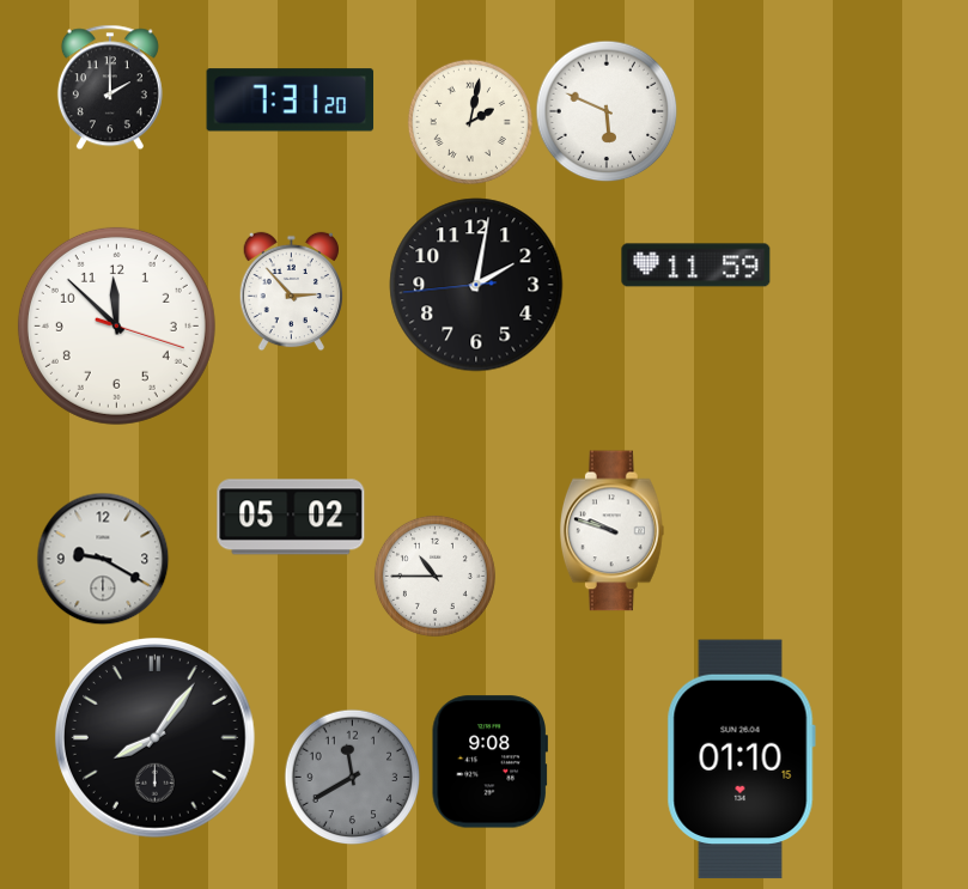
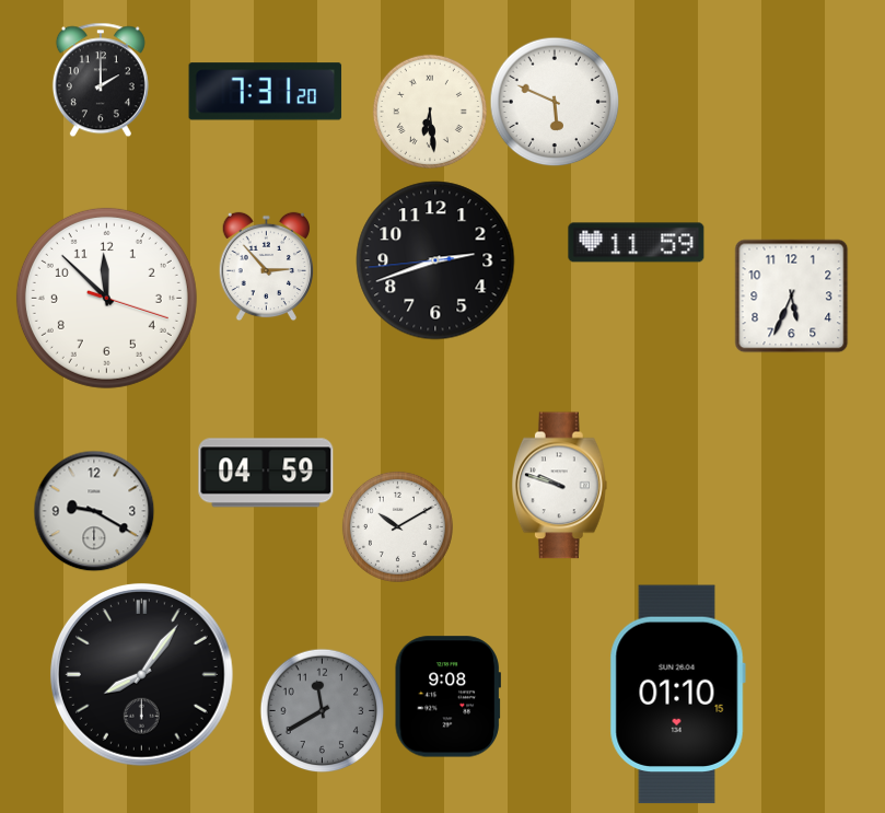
clock at (470, 122): 2:02 -> 6:29
clock at (476, 285): 2:01 -> 2:41
clock at (791, 295): none -> 5:34
clock at (291, 517): 05:02 -> 04:59
clock at (434, 576): 10:45 -> 10:10
